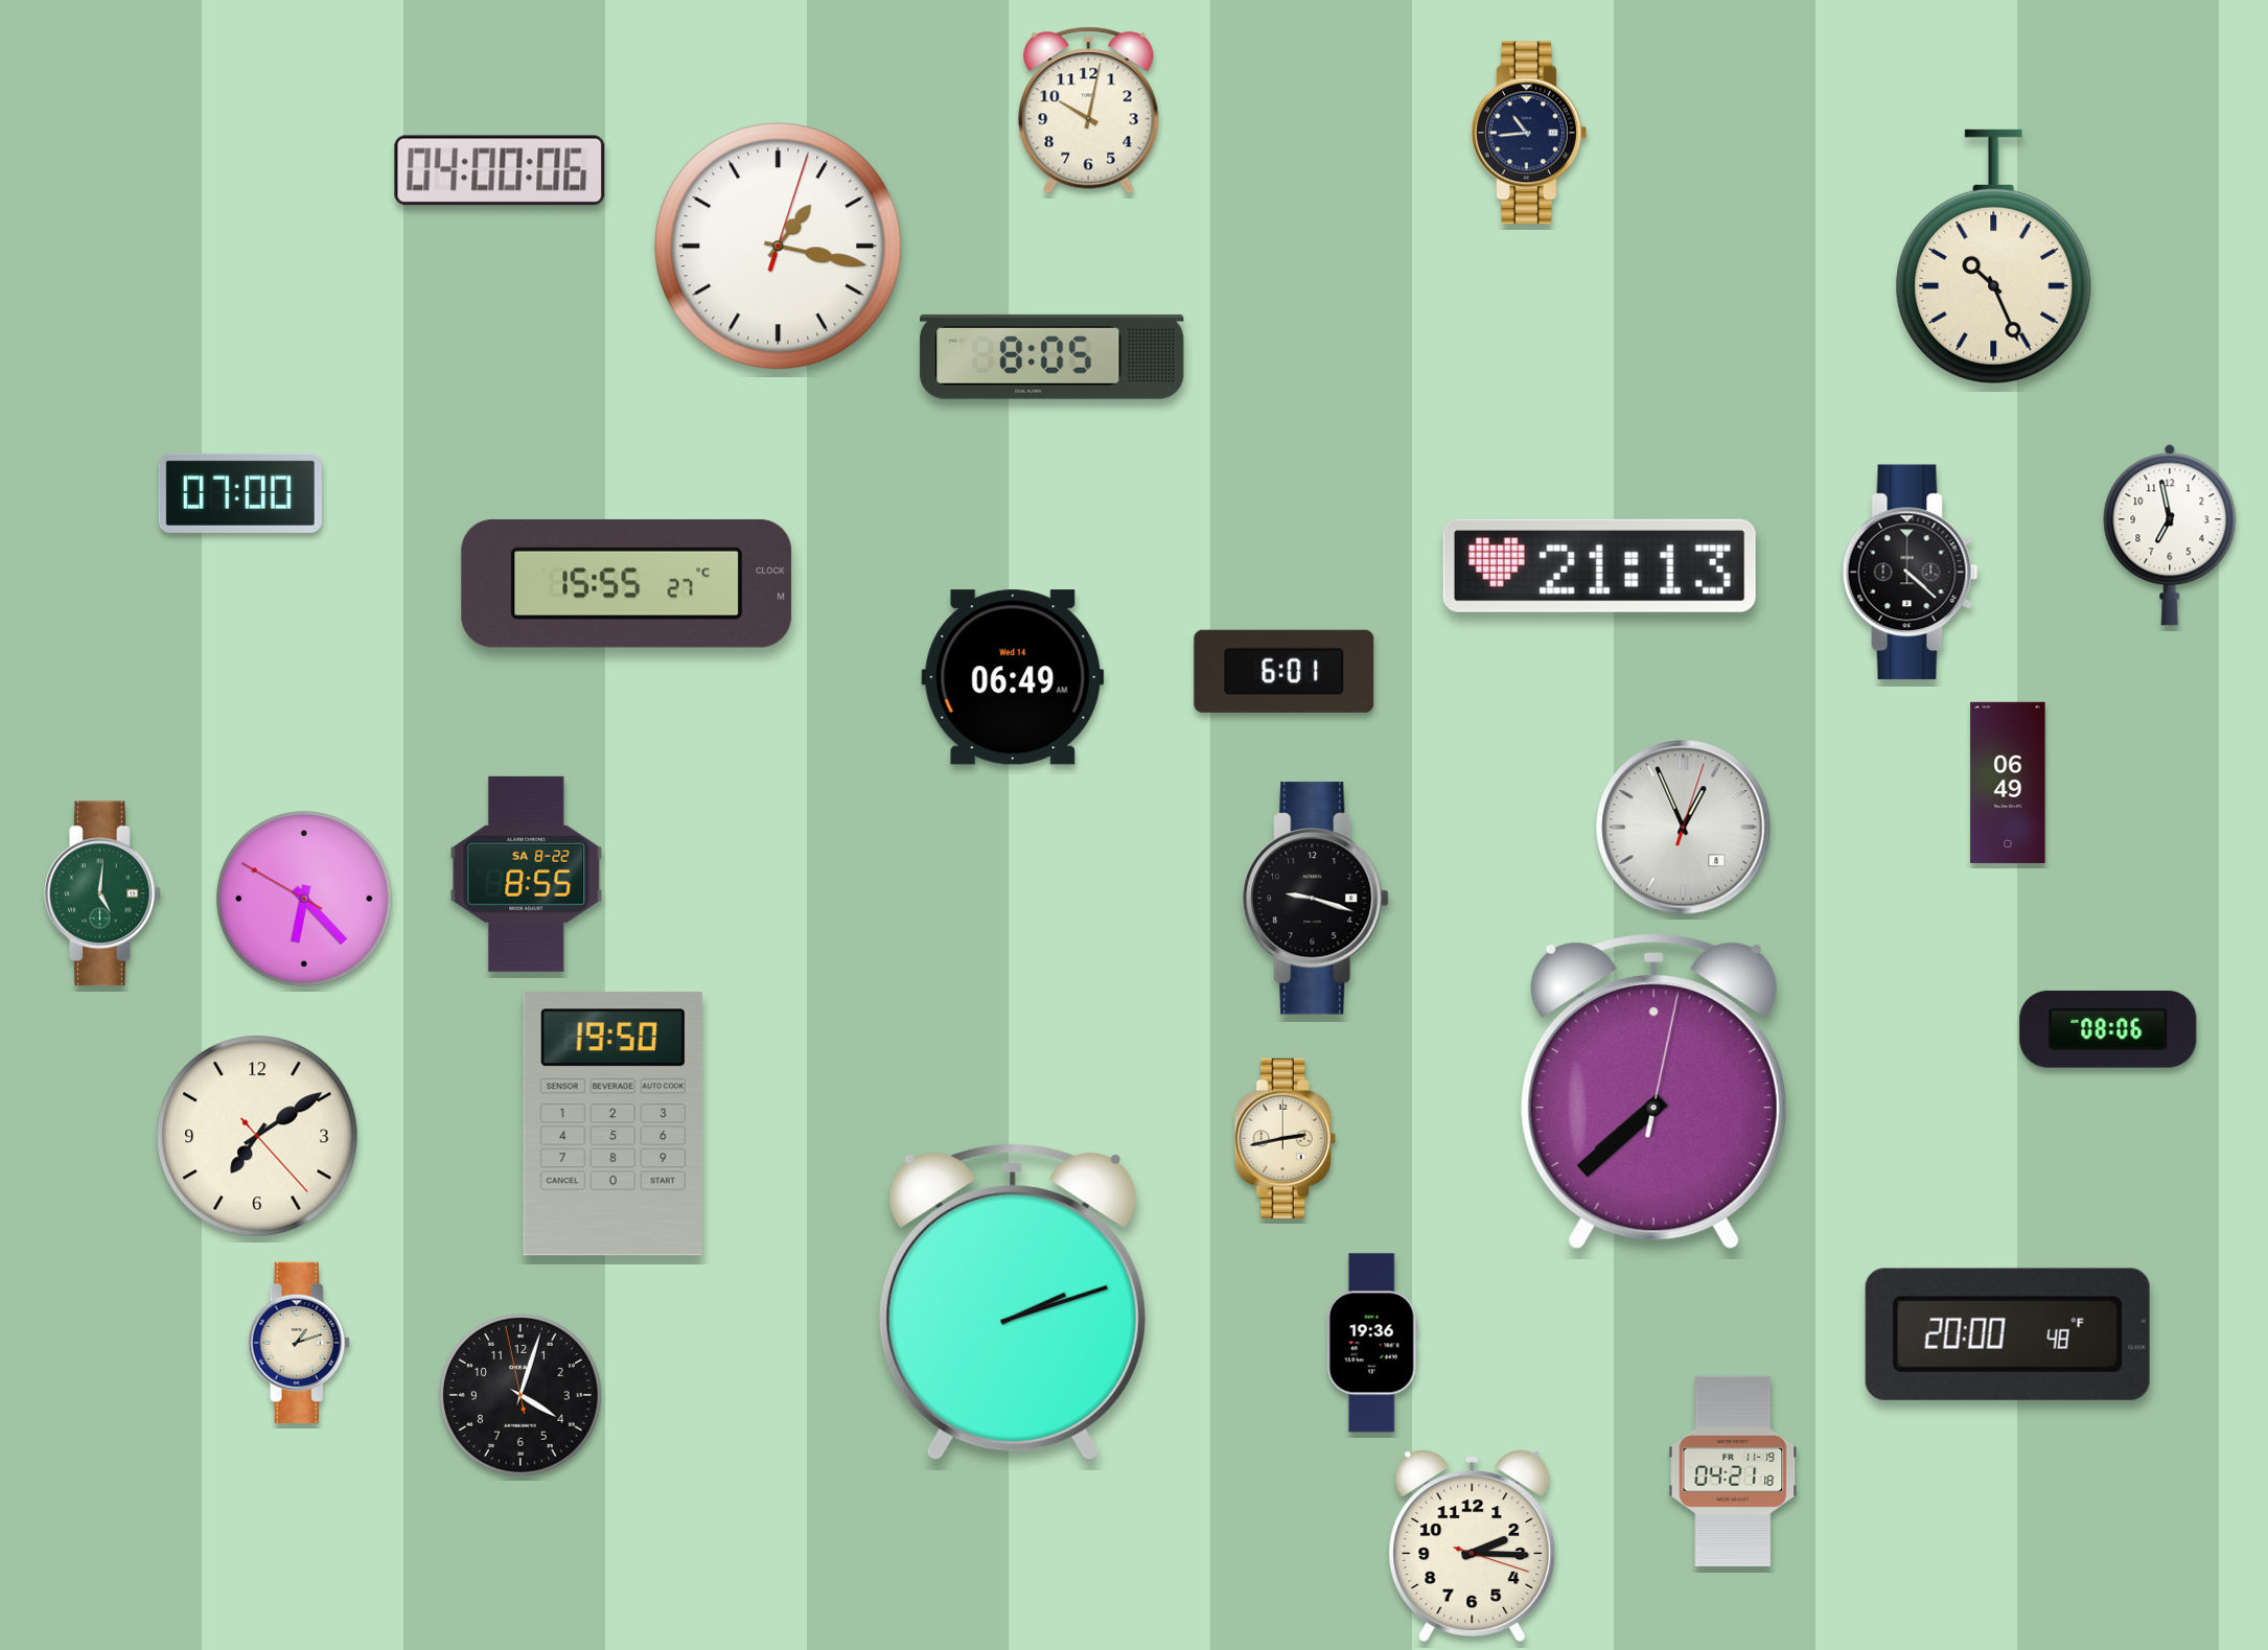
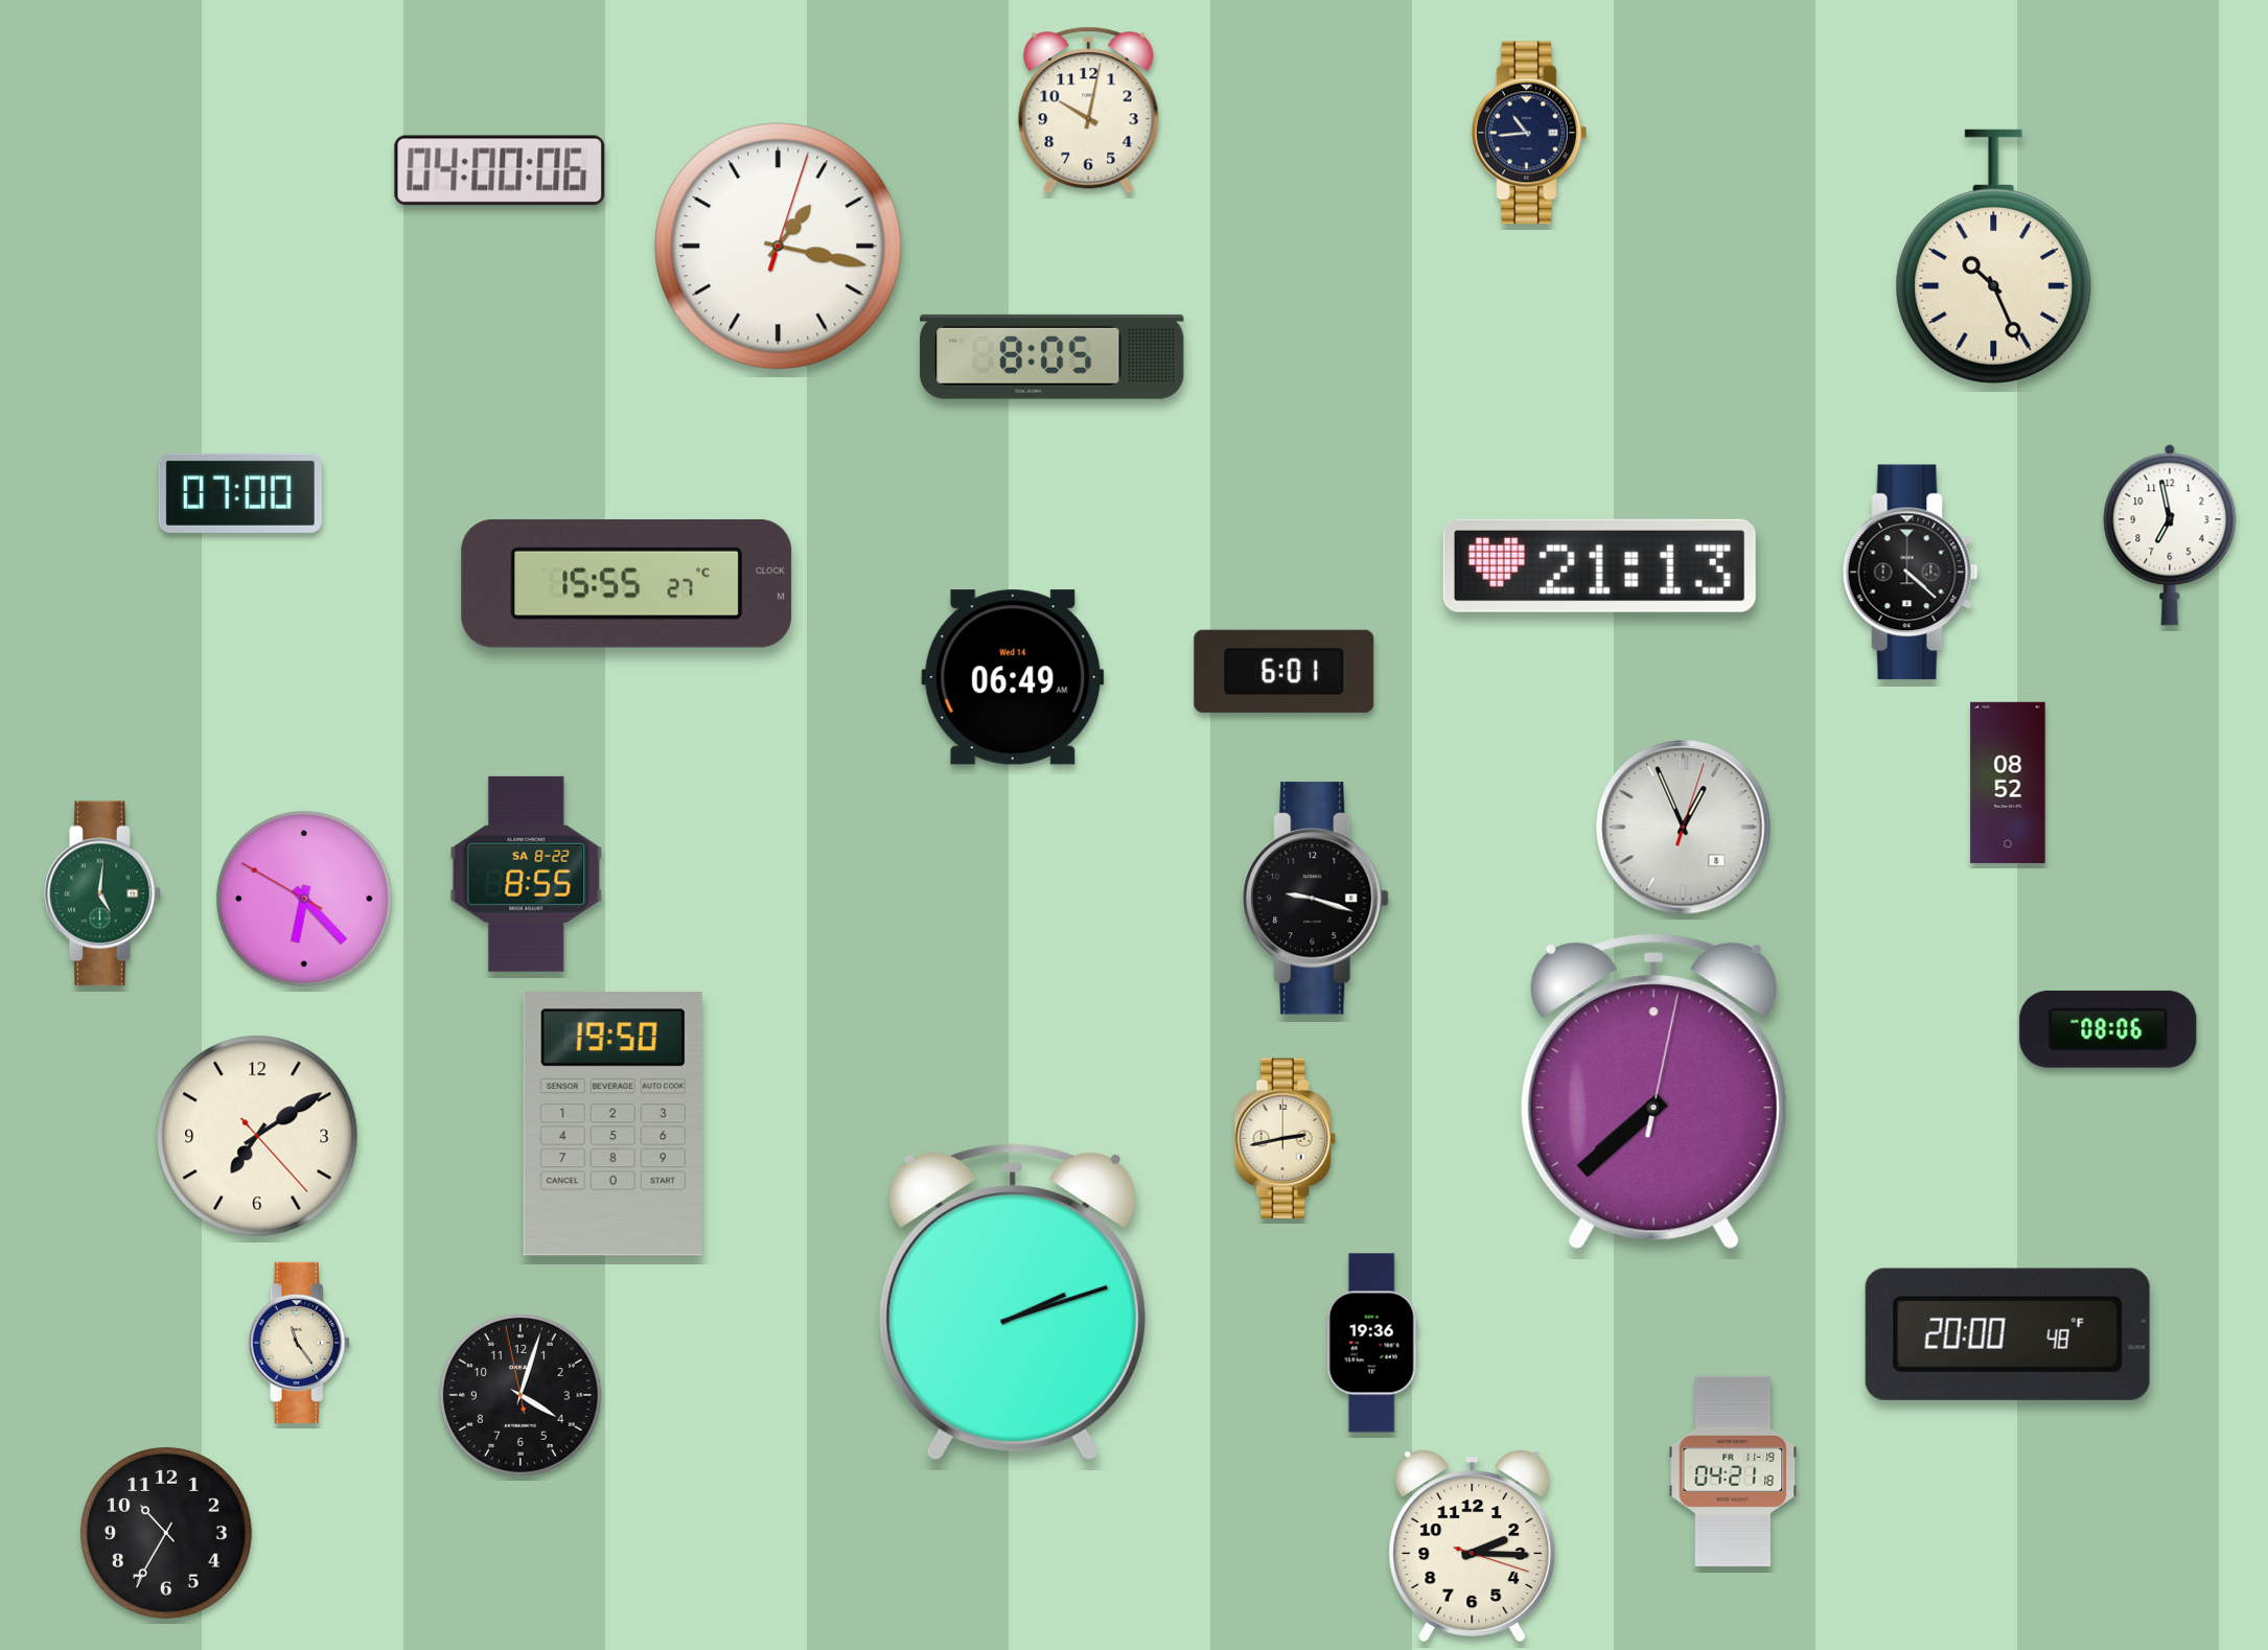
clock at (2008, 783): 06:49 -> 08:52
clock at (299, 1343): 1:12 -> 11:24
clock at (166, 1533): none -> 10:35
